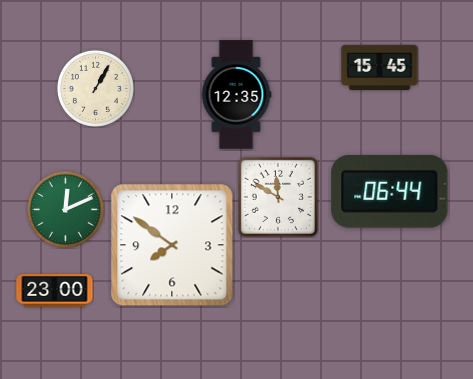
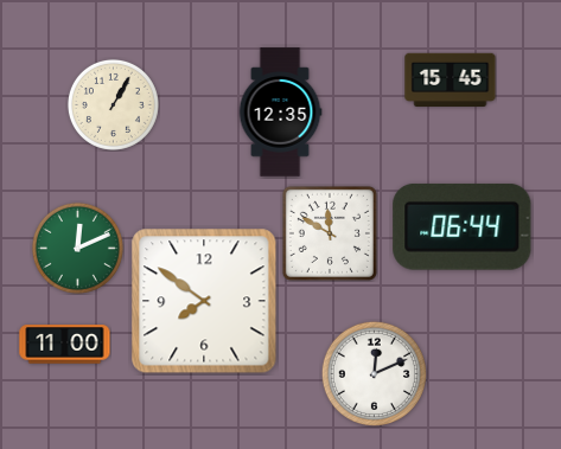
clock at (172, 245) position: (172, 245) -> (204, 301)
clock at (55, 291): 23:00 -> 11:00
clock at (374, 373): none -> 12:11
